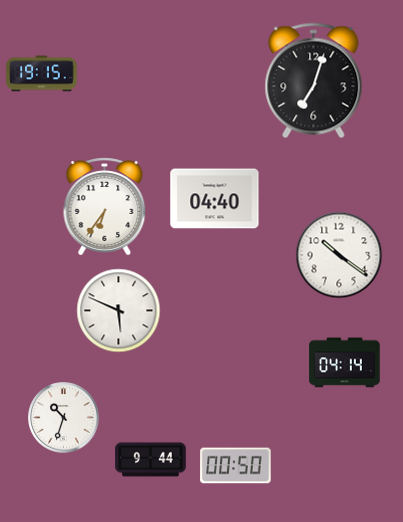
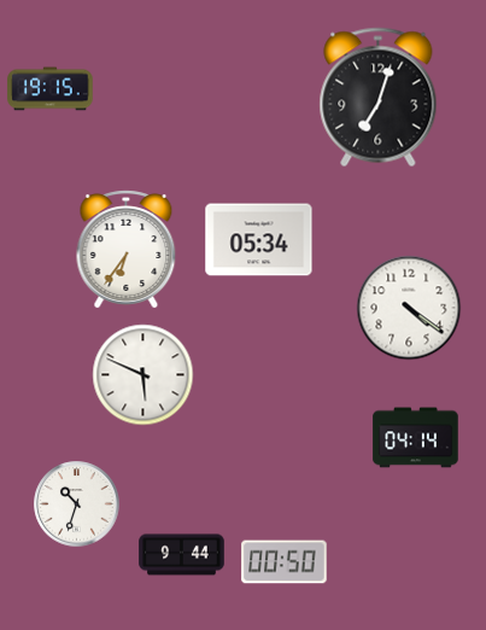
clock at (215, 199): 04:40 -> 05:34
clock at (339, 255): 10:21 -> 4:21
